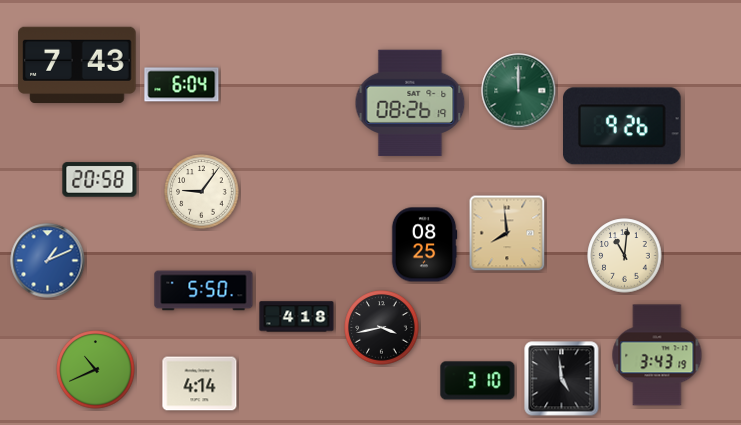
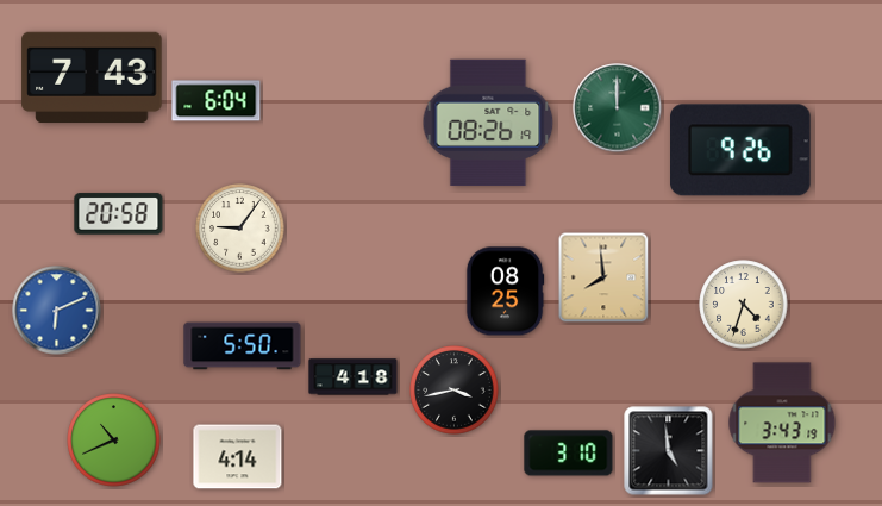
clock at (625, 256): 11:01 -> 4:33
clock at (48, 261): 1:11 -> 6:11
